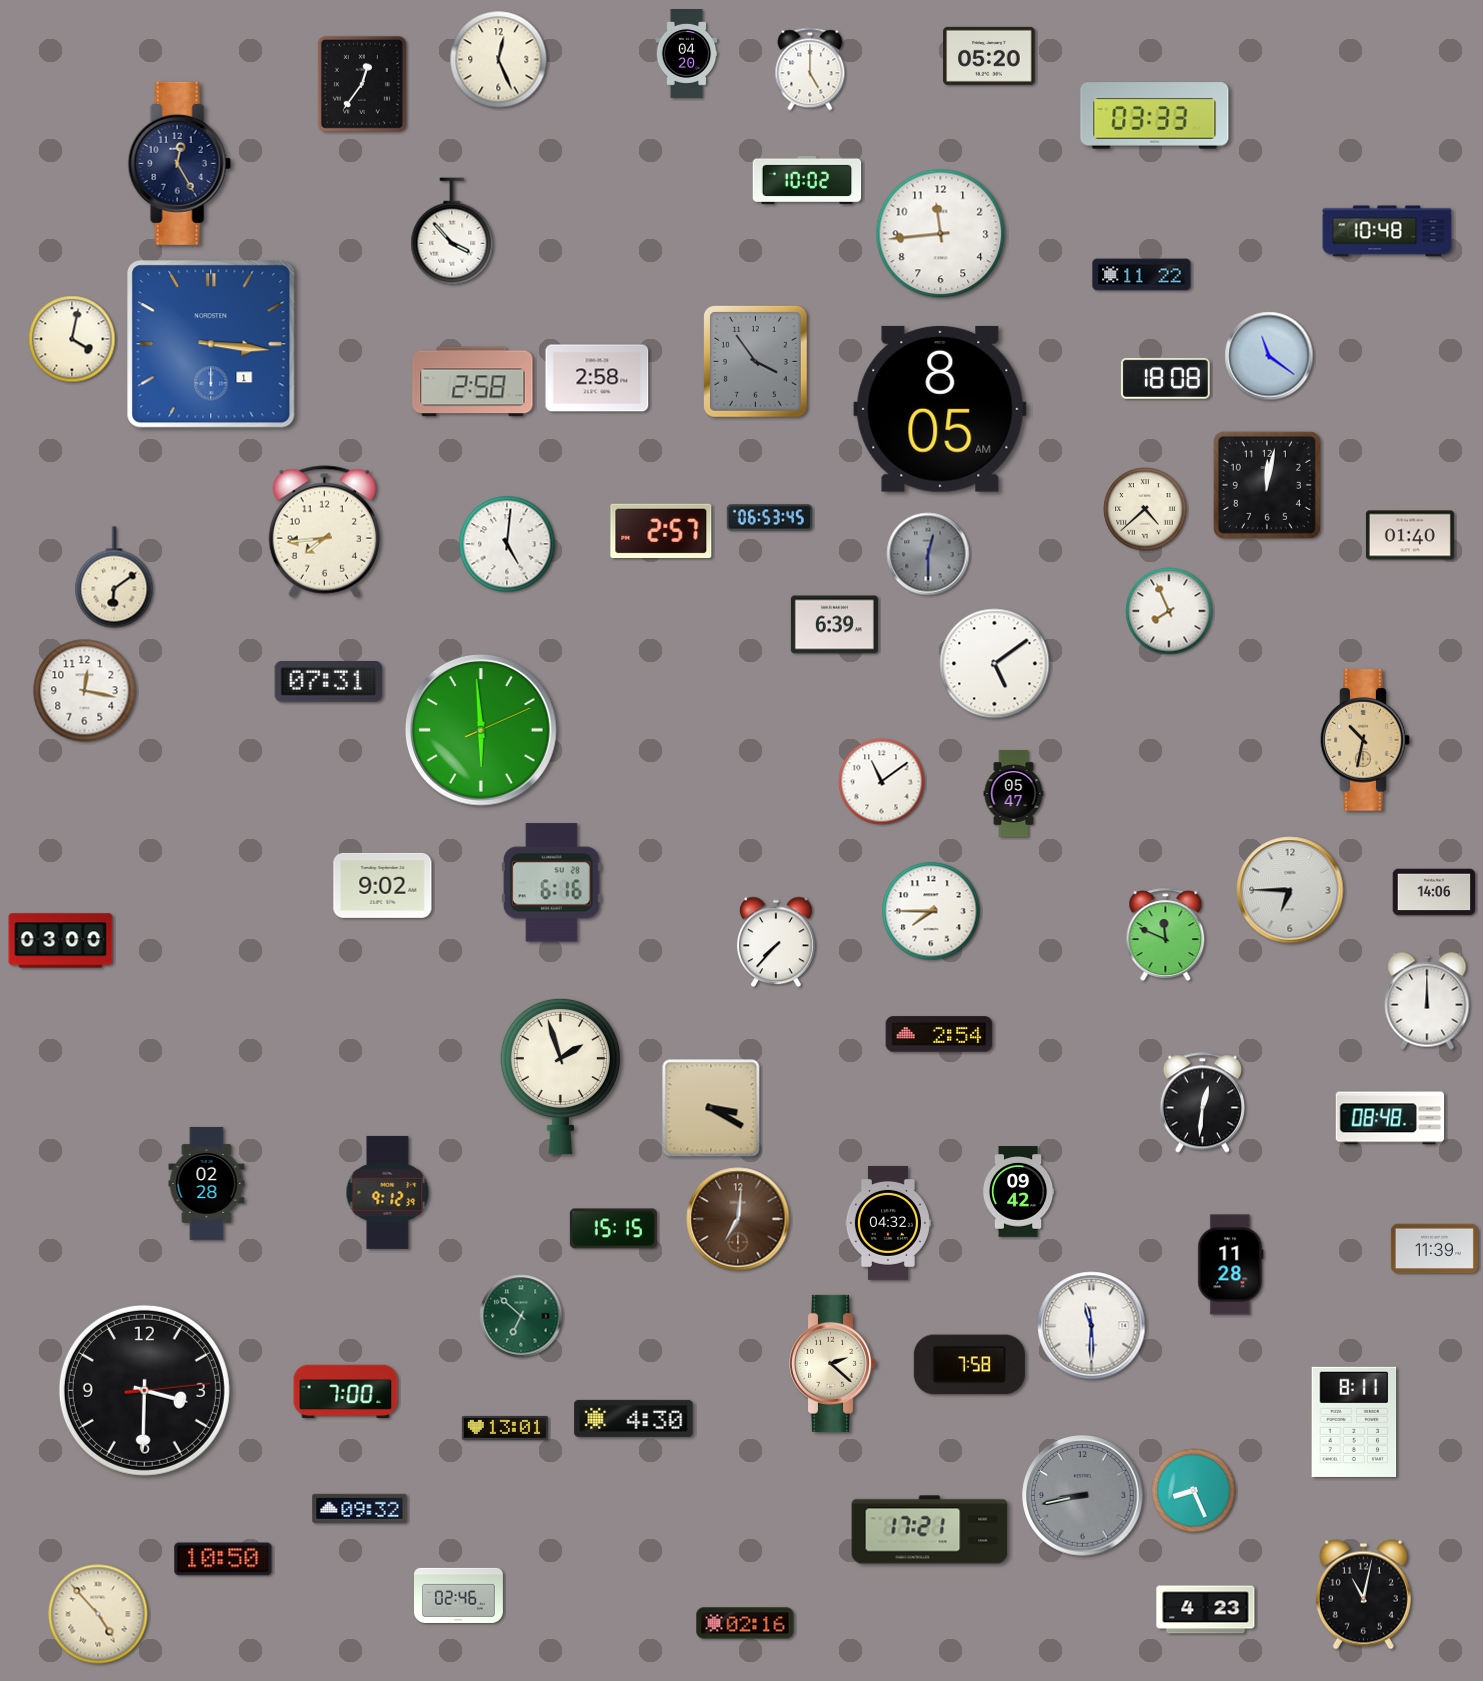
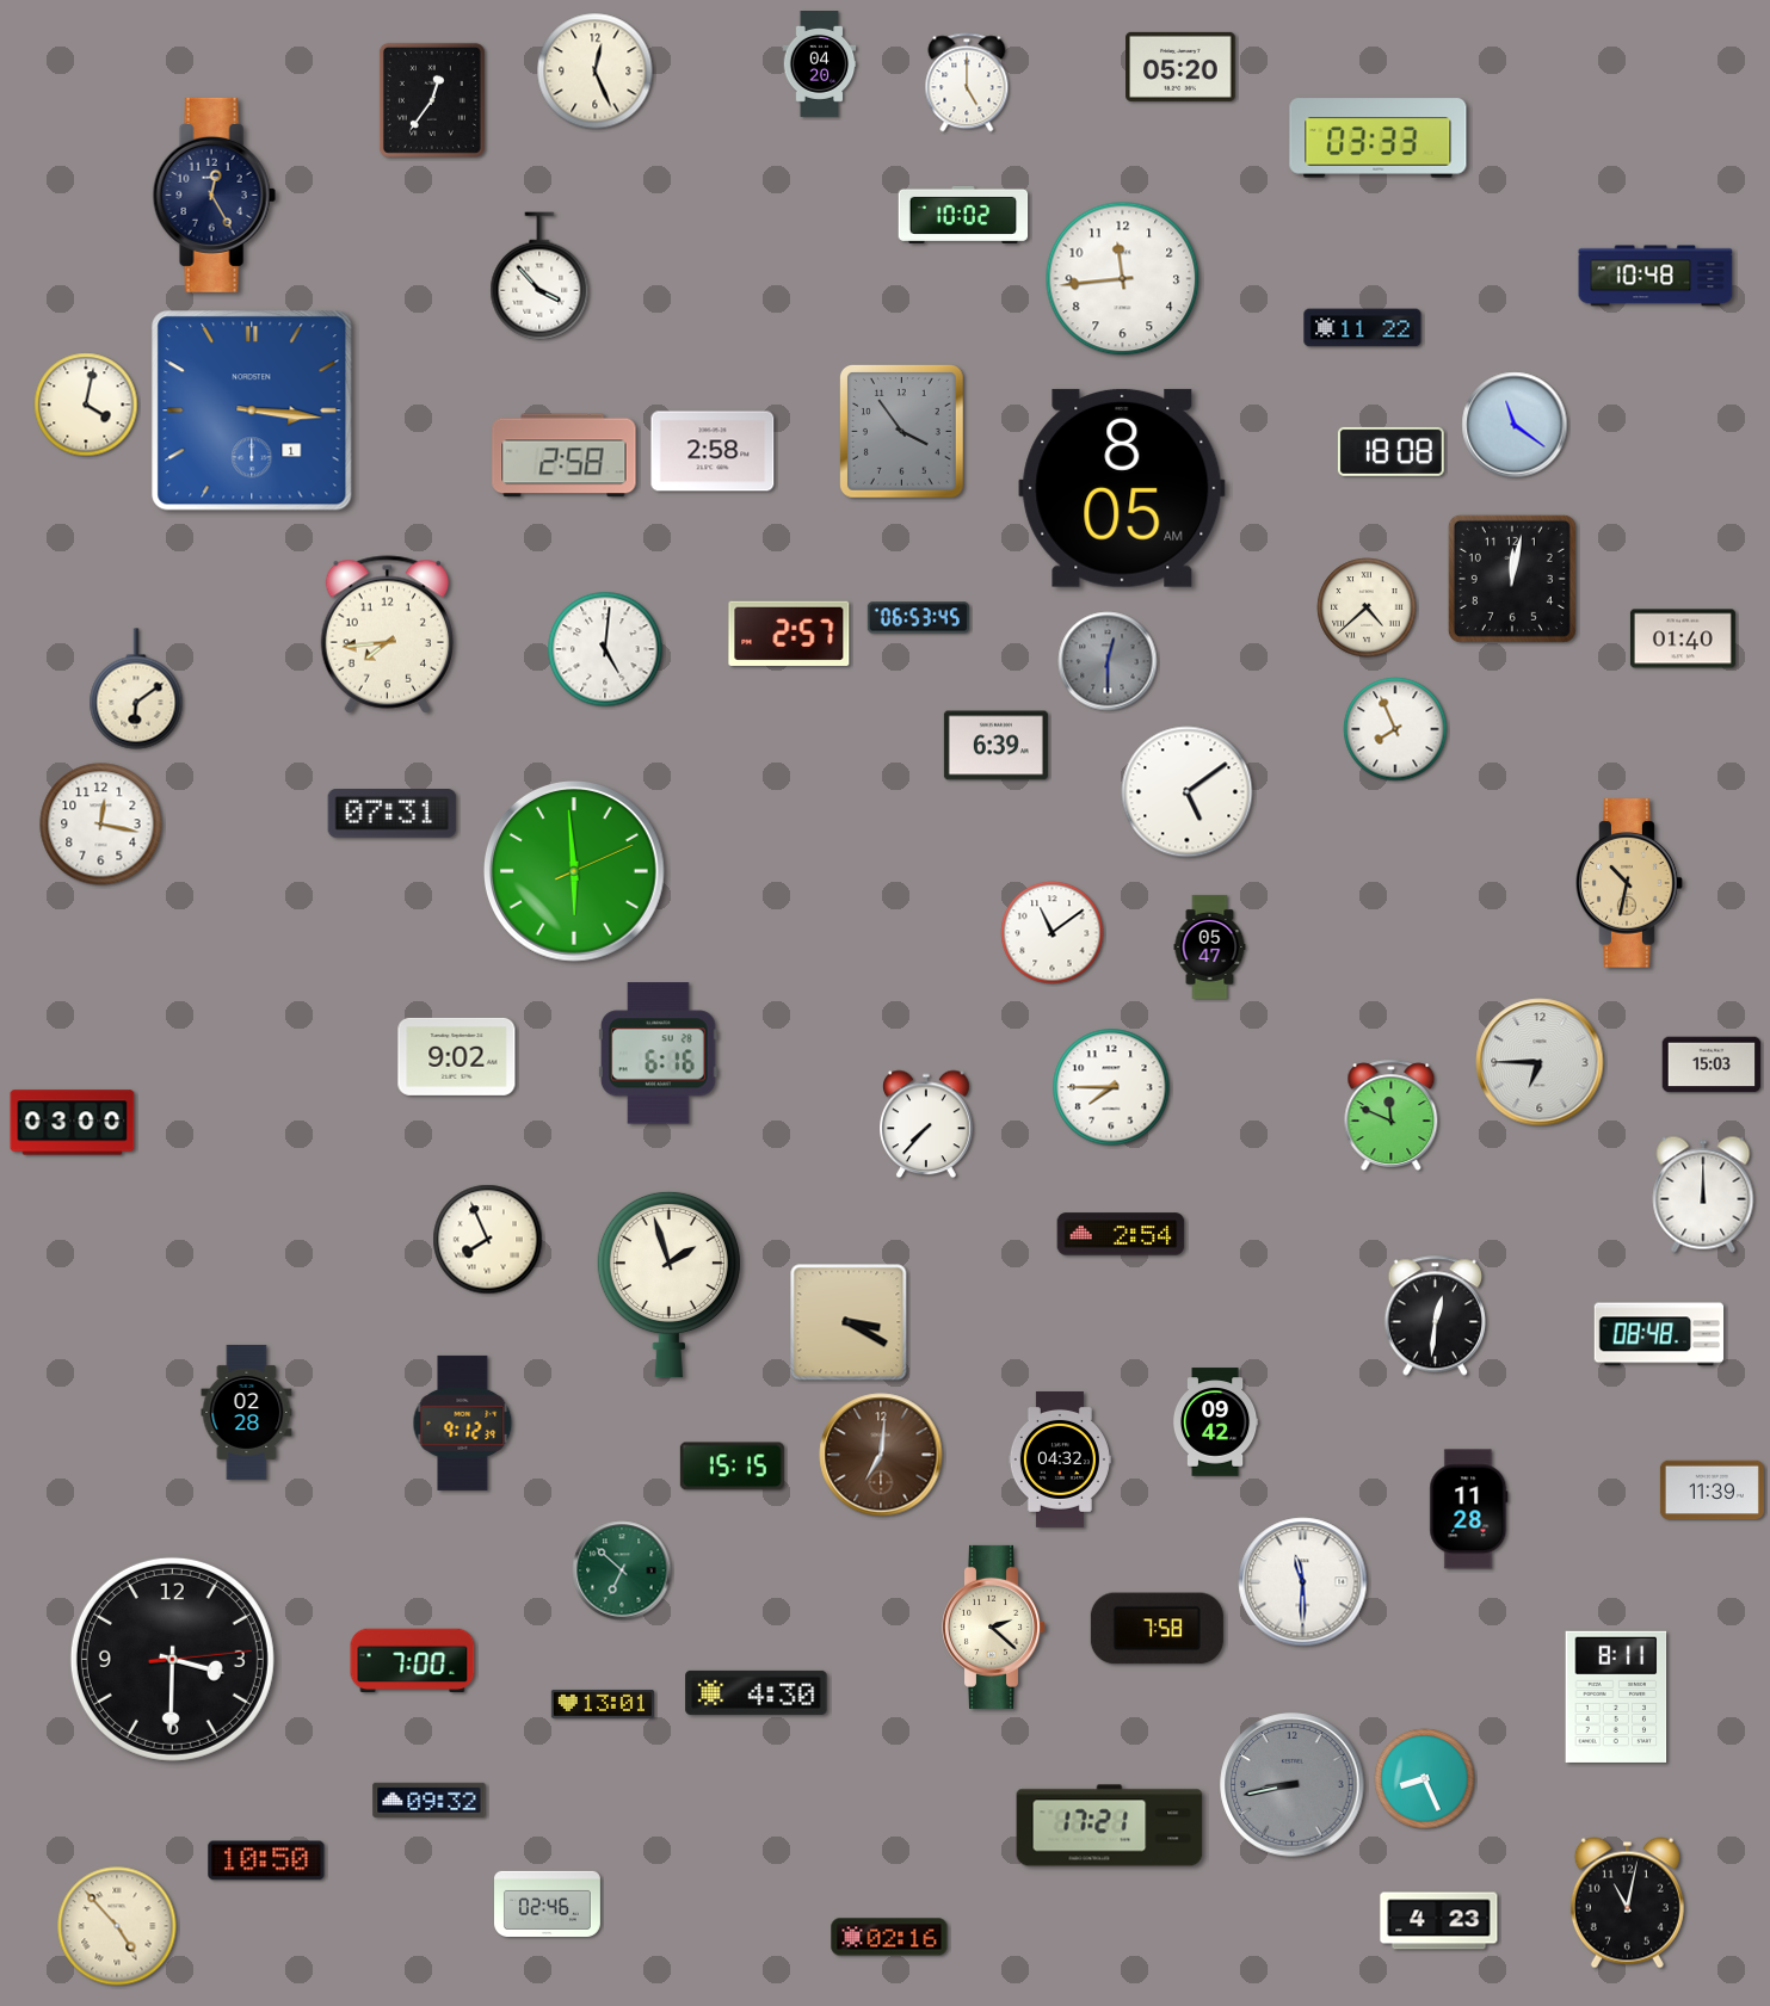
clock at (1434, 892): 14:06 -> 15:03
clock at (488, 1240): none -> 7:56
